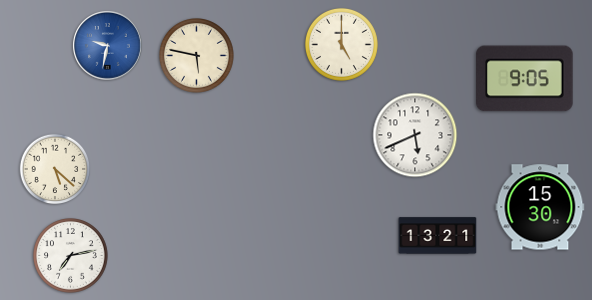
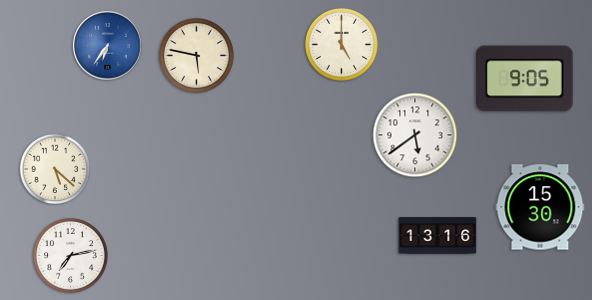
clock at (108, 46): 9:32 -> 6:36
clock at (415, 135): 5:41 -> 5:39
clock at (438, 236): 13:21 -> 13:16
